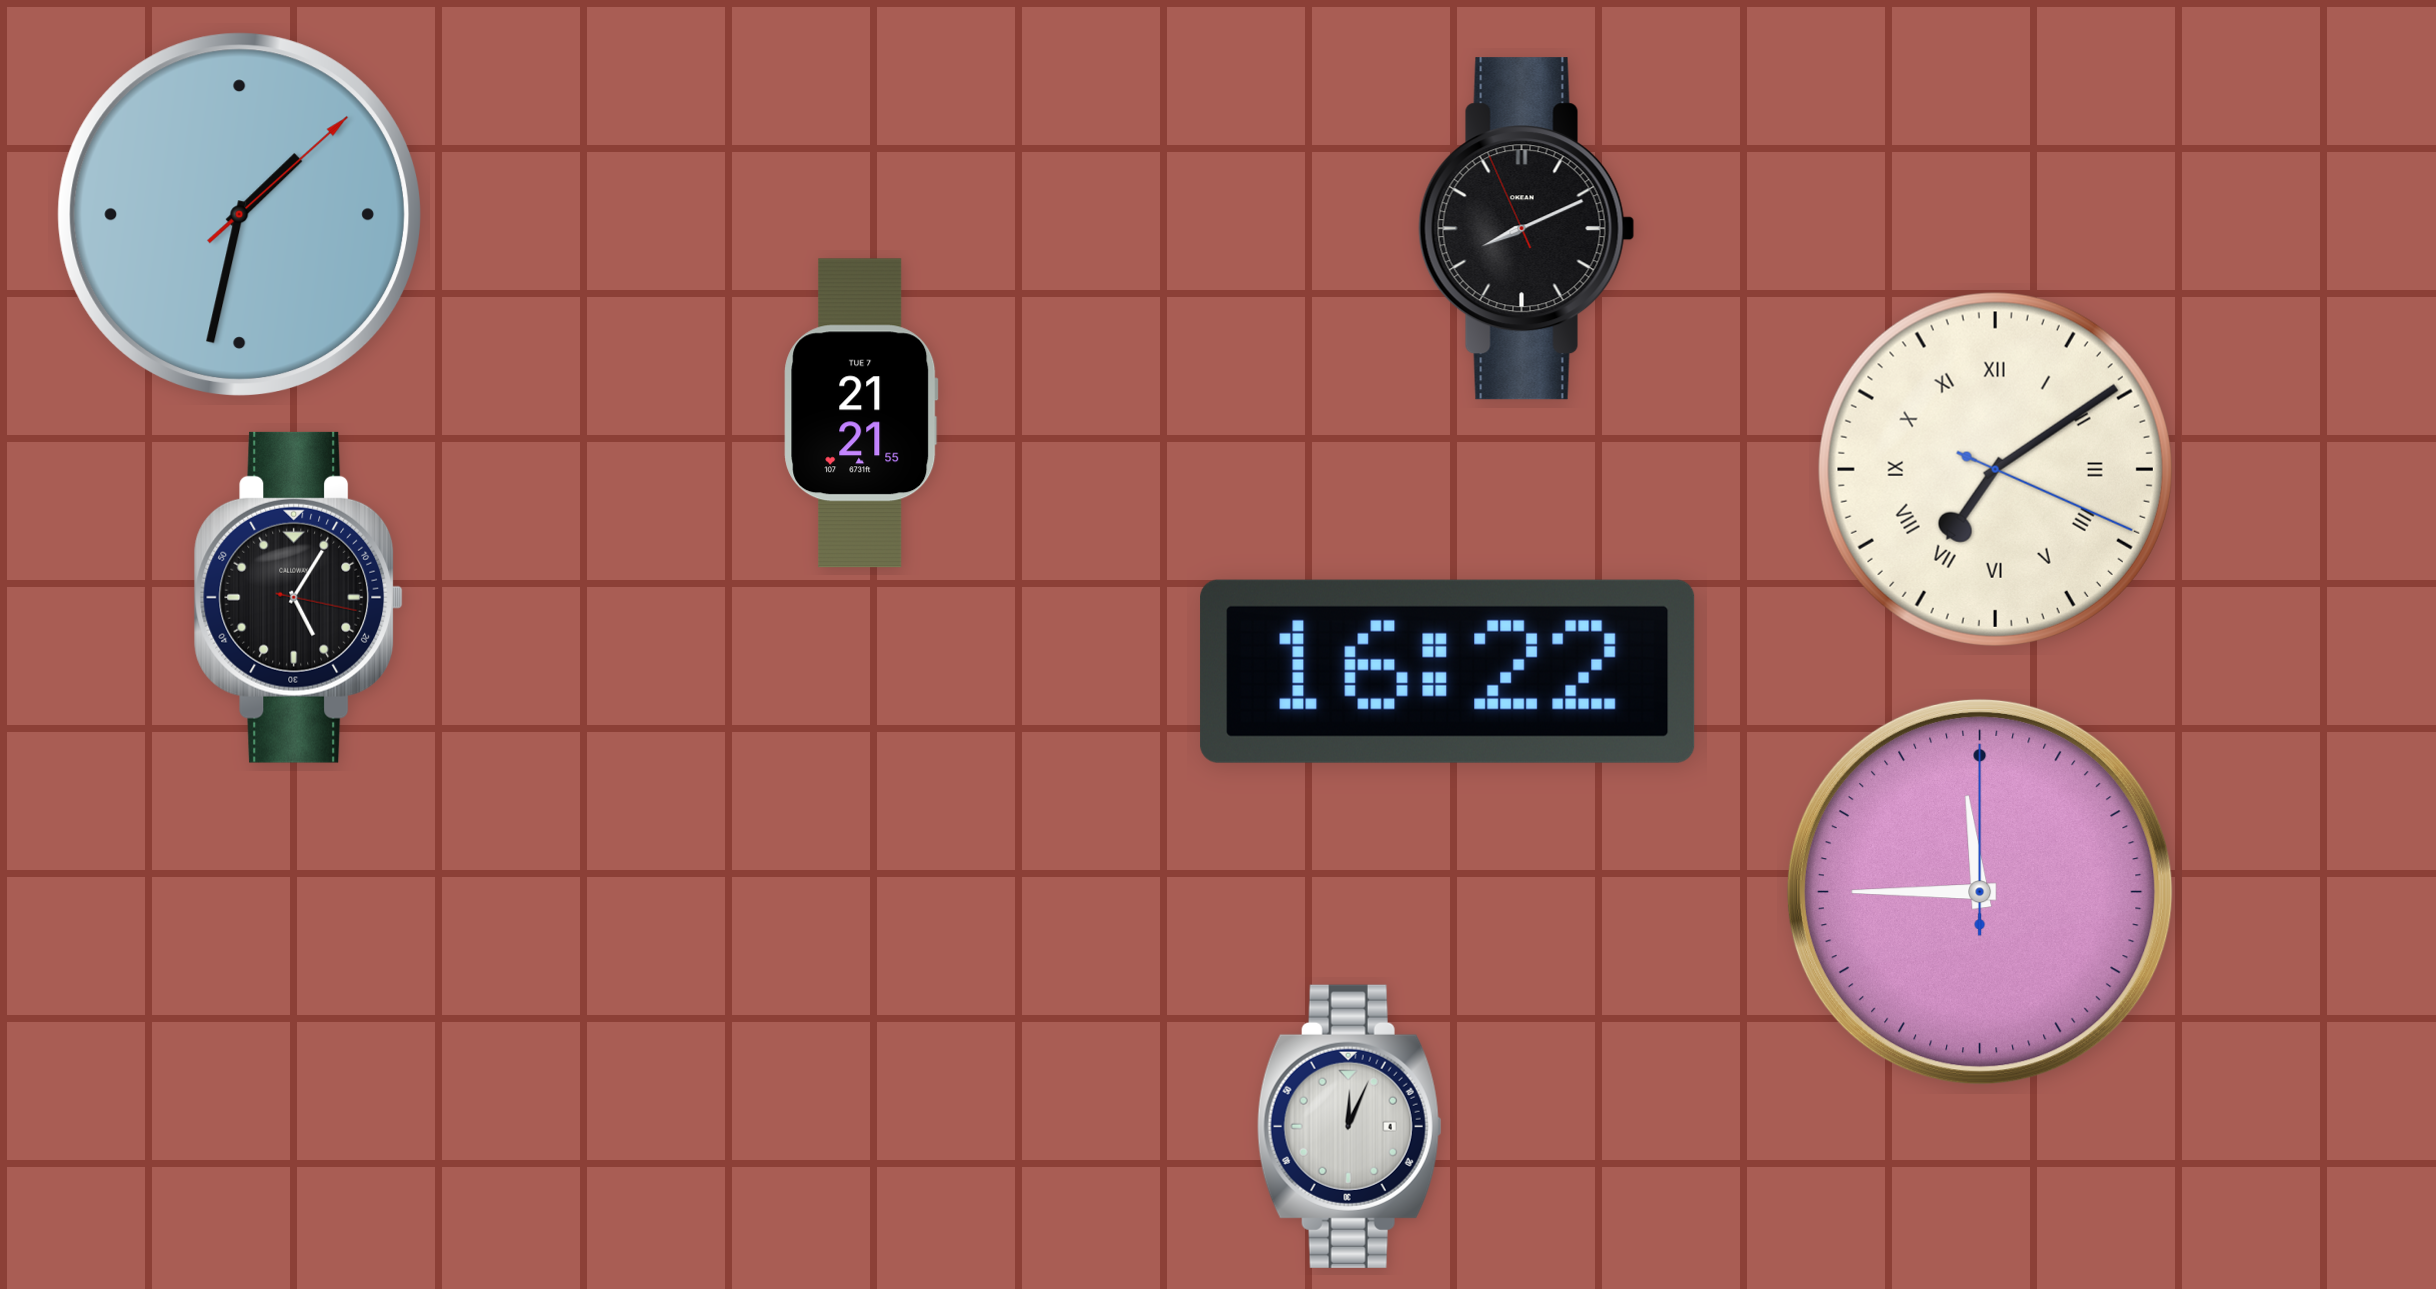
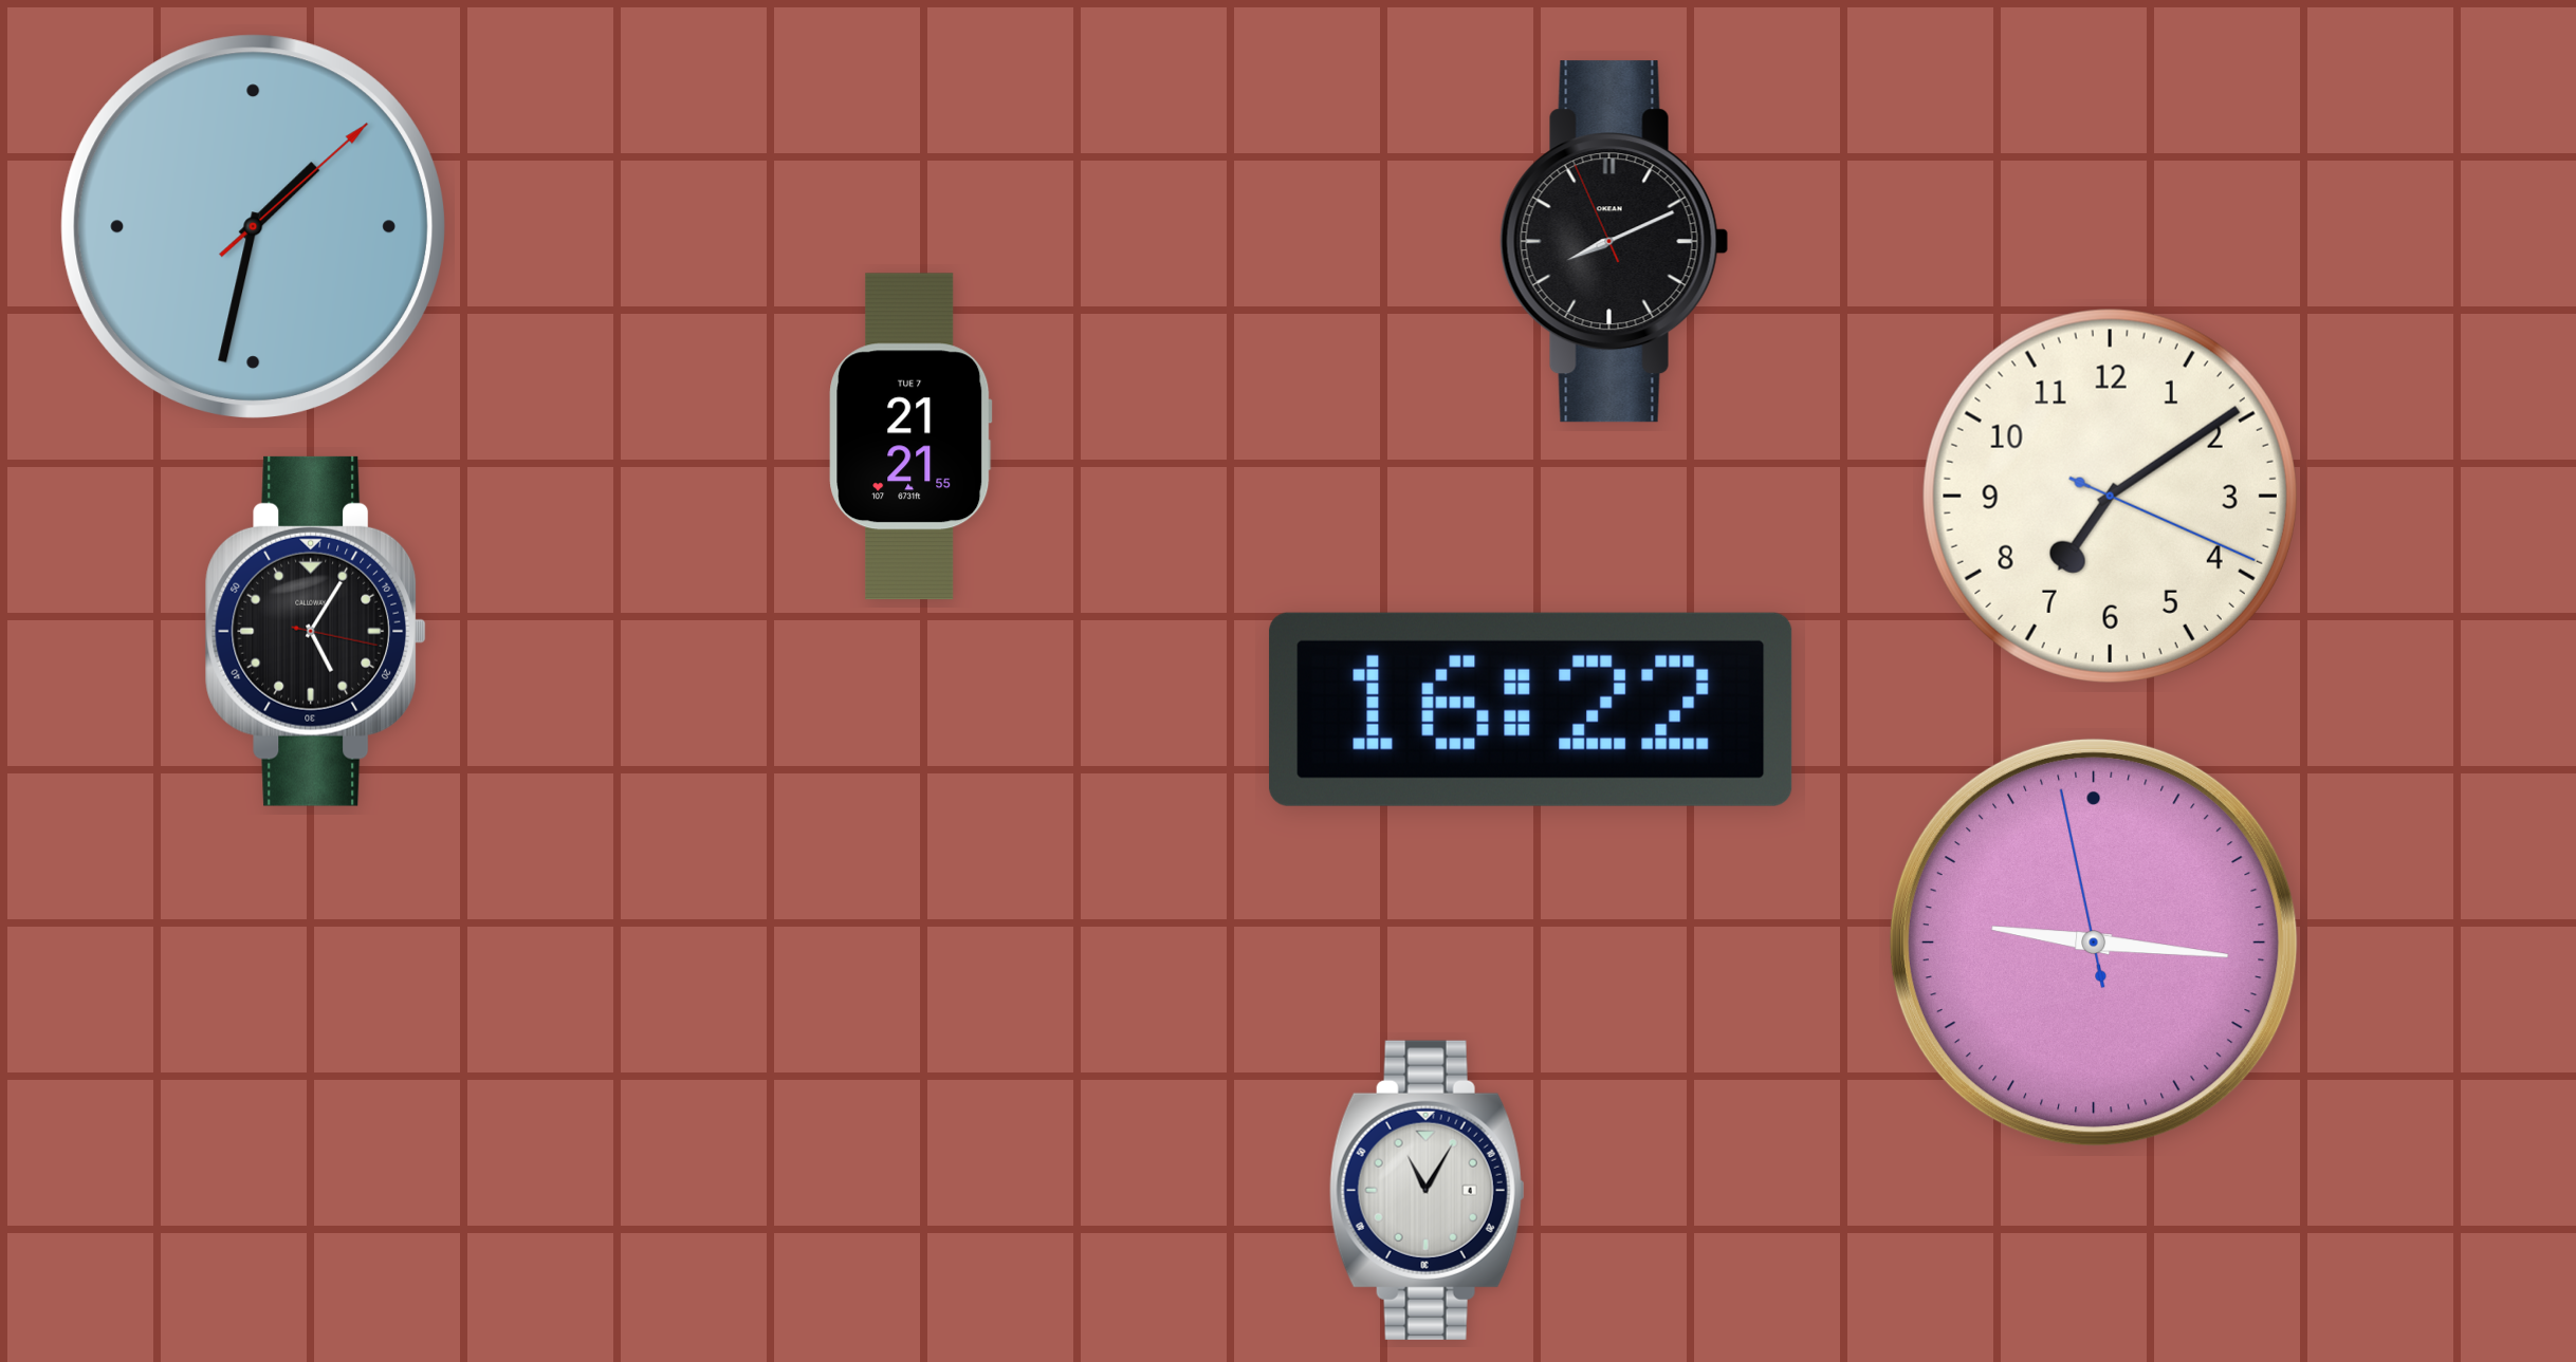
clock at (1995, 469) numerals: Roman -> Arabic
clock at (1980, 892): 11:45 -> 9:15
clock at (1349, 1126): 12:04 -> 11:05
